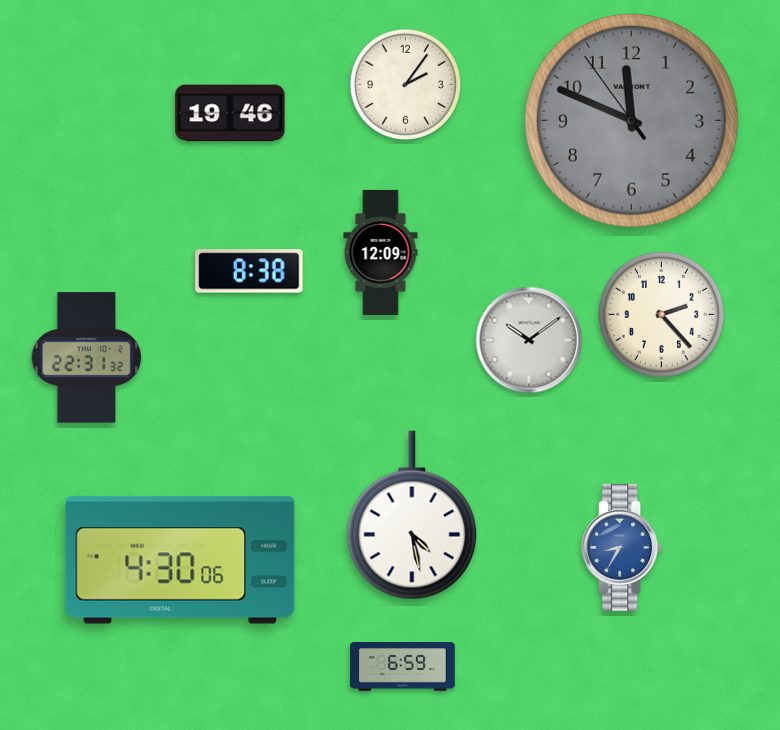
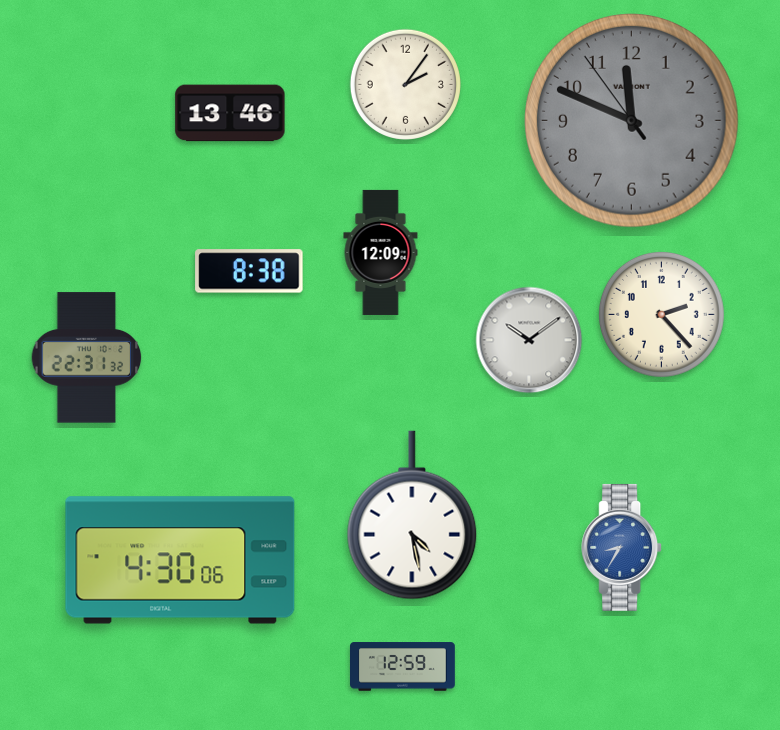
clock at (230, 113): 19:46 -> 13:46
clock at (403, 667): 6:59 -> 12:59
